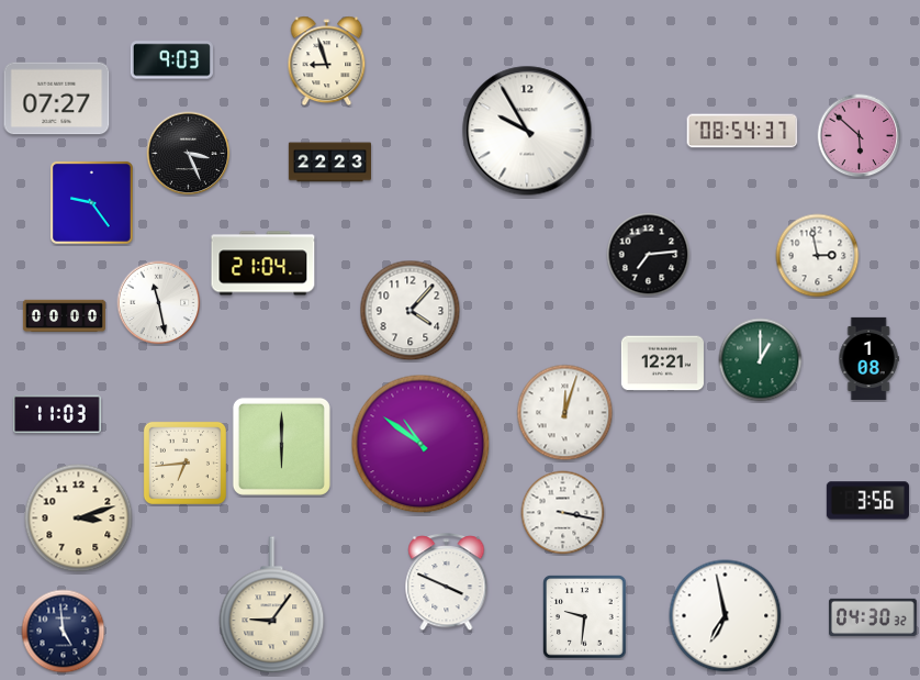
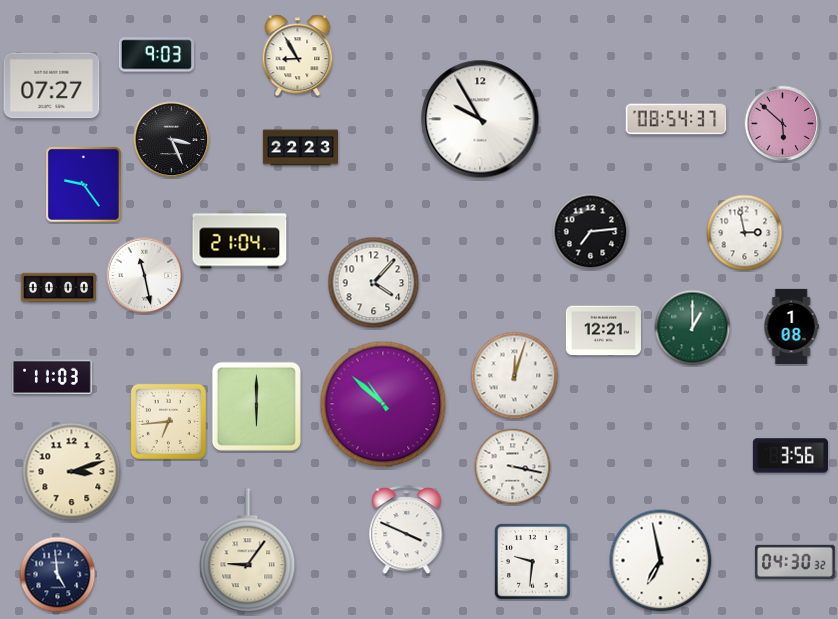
clock at (327, 62): 8:57 -> 8:55
clock at (57, 99) position: (57, 99) -> (52, 86)
clock at (420, 444): 10:51 -> 10:52
